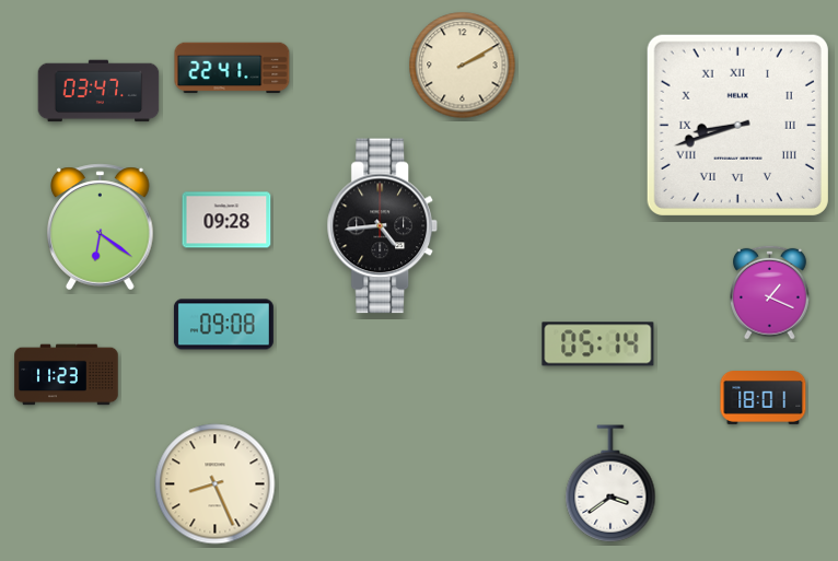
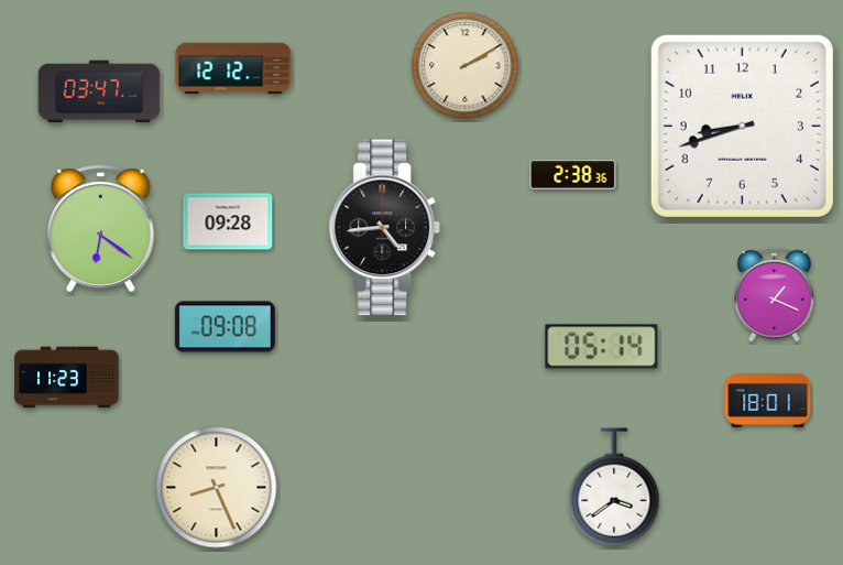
clock at (232, 68): 22:41 -> 12:12
clock at (737, 125) numerals: Roman -> Arabic
clock at (573, 175): none -> 2:38
